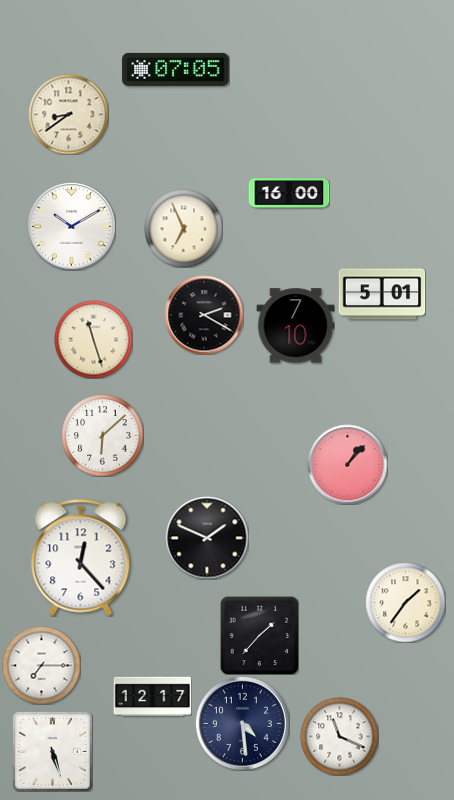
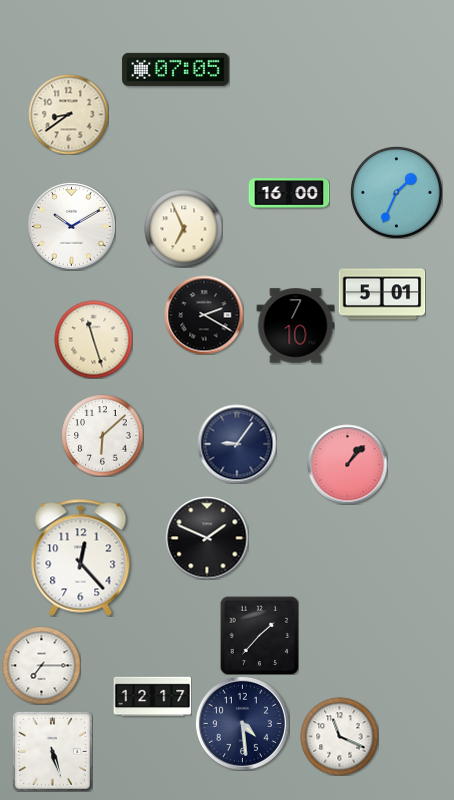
clock at (396, 192): none -> 1:34
clock at (237, 444): none -> 9:06
clock at (405, 602): 1:36 -> none
